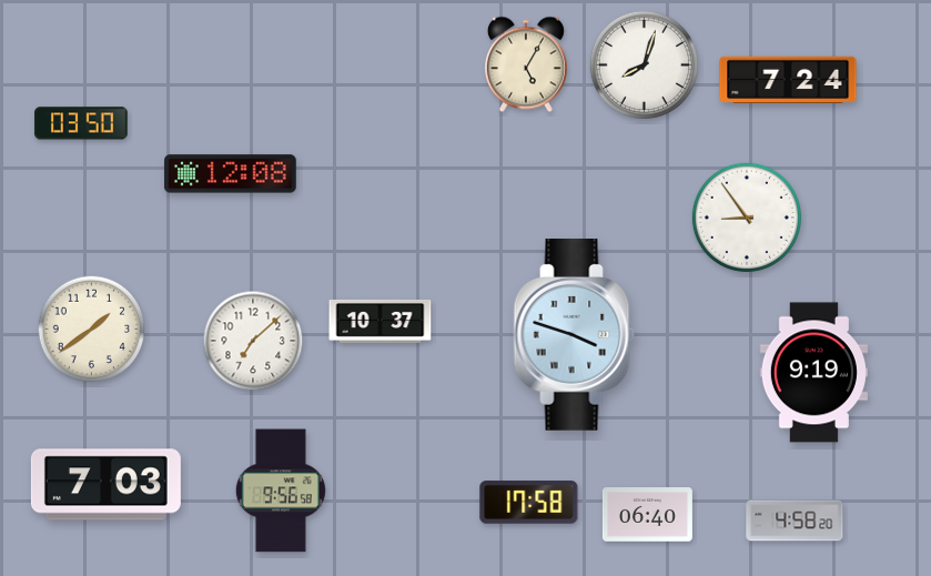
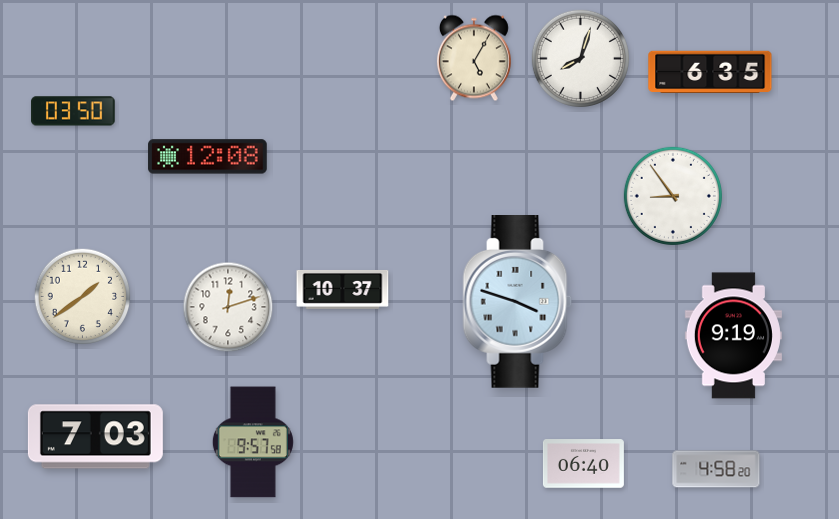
clock at (788, 79): 7:24 -> 6:35
clock at (253, 341): 7:08 -> 12:12
clock at (281, 491): 9:56 -> 9:57
clock at (529, 503): 17:58 -> none
